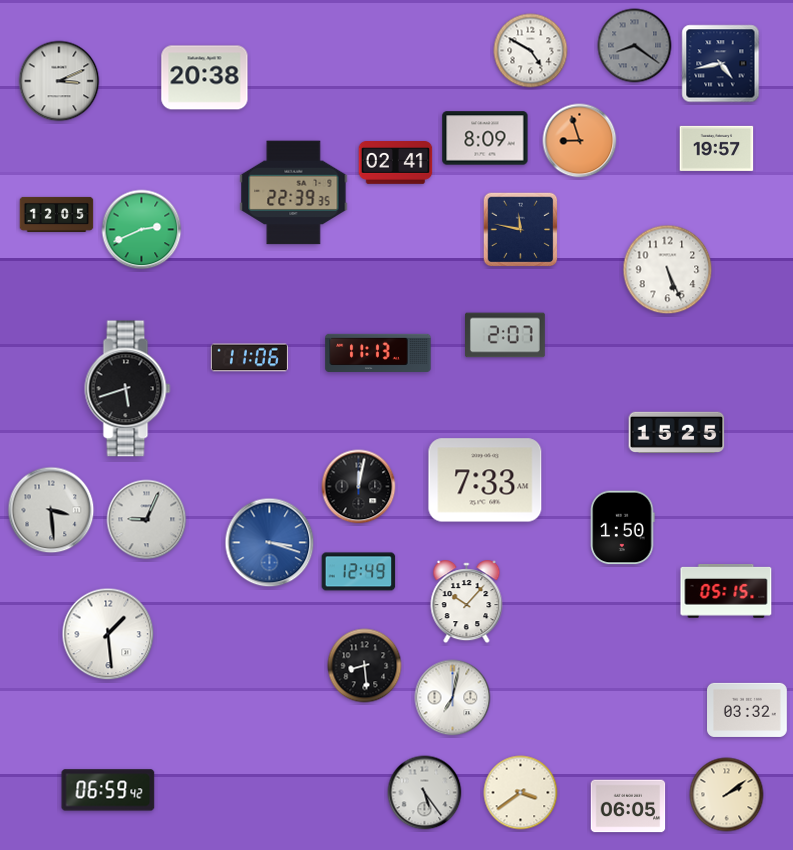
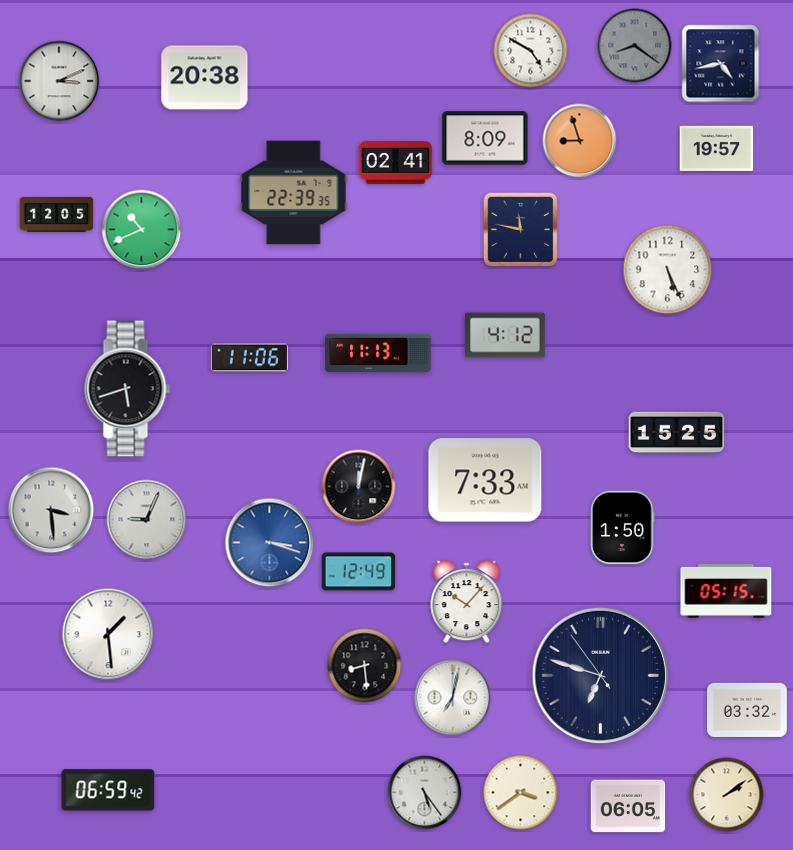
clock at (142, 230): 2:41 -> 10:41
clock at (506, 335): 2:07 -> 4:12
clock at (600, 675): none -> 6:47
